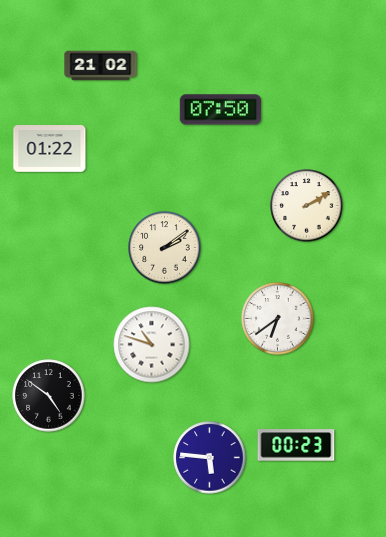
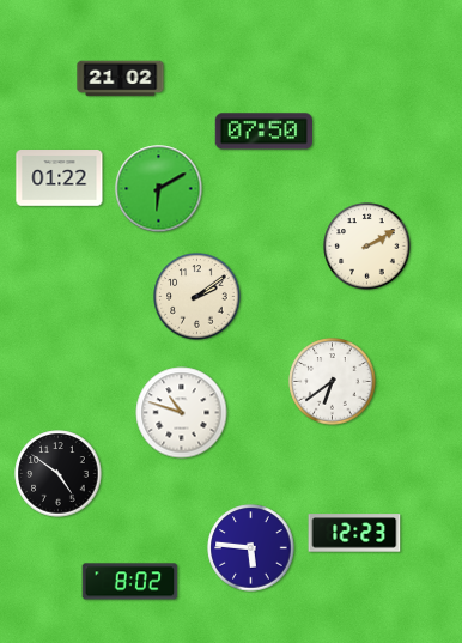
clock at (159, 189): none -> 6:10
clock at (296, 445): 00:23 -> 12:23
clock at (130, 582): none -> 8:02
